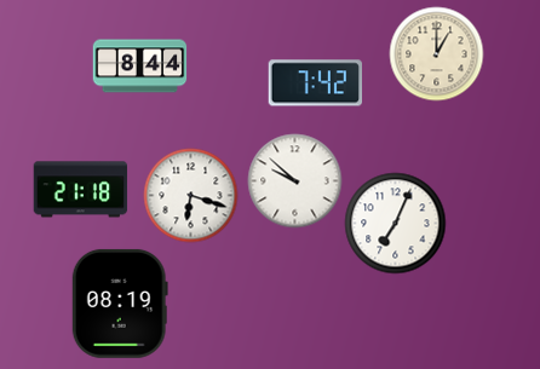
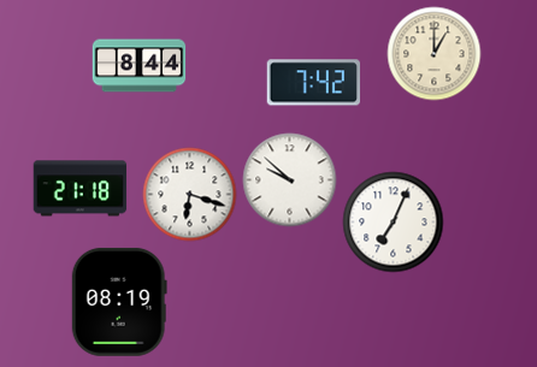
clock at (294, 180) position: (294, 180) -> (289, 179)
